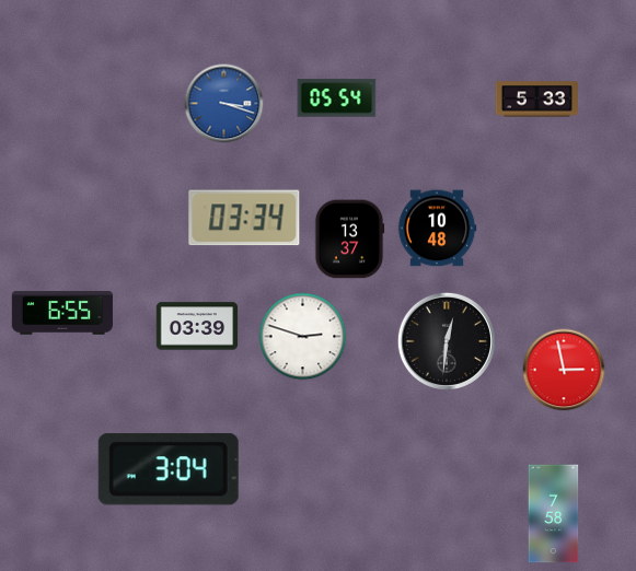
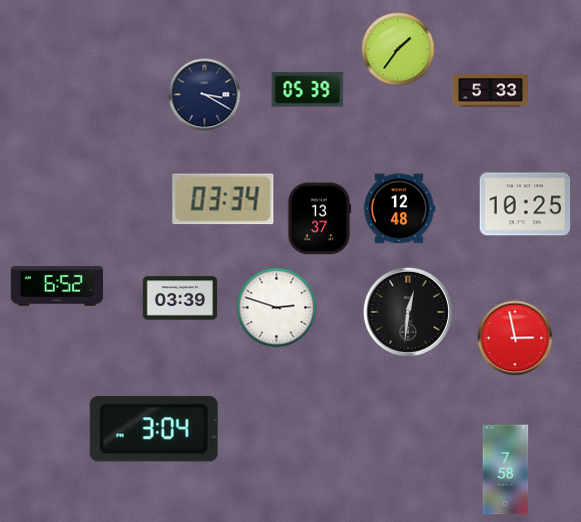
clock at (398, 49): none -> 1:36
clock at (337, 98): 05:54 -> 05:39
clock at (224, 104): 3:18 -> 3:20
clock at (224, 104) dial: blue -> navy
clock at (525, 204): none -> 10:25
clock at (437, 229): 10:48 -> 12:48
clock at (61, 313): 6:55 -> 6:52
